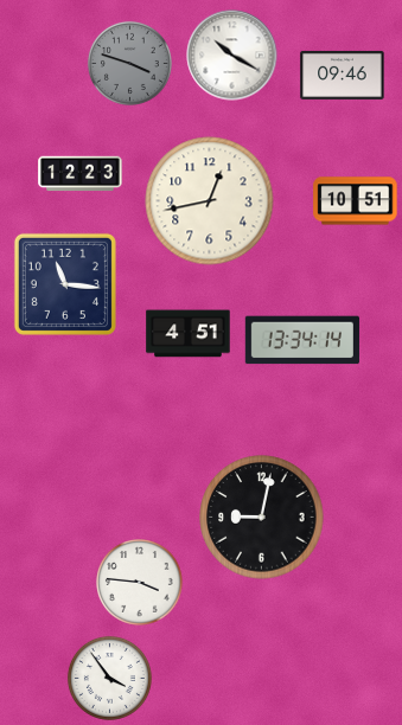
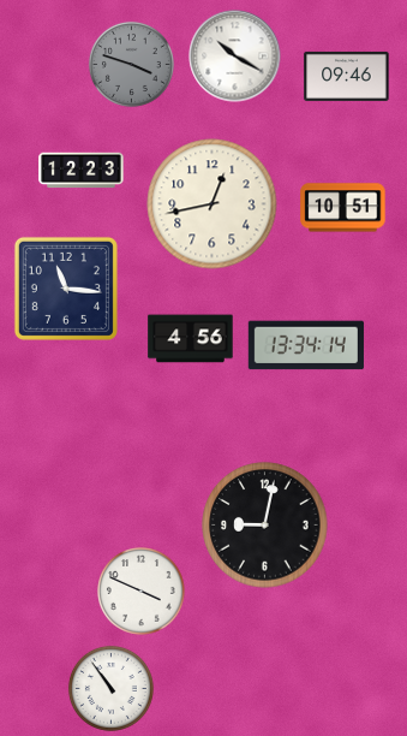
clock at (81, 174) position: (81, 174) -> (82, 171)
clock at (356, 201) position: (356, 201) -> (343, 208)
clock at (189, 334): 4:51 -> 4:56
clock at (140, 583): 3:46 -> 3:49
clock at (109, 678): 3:54 -> 10:54
